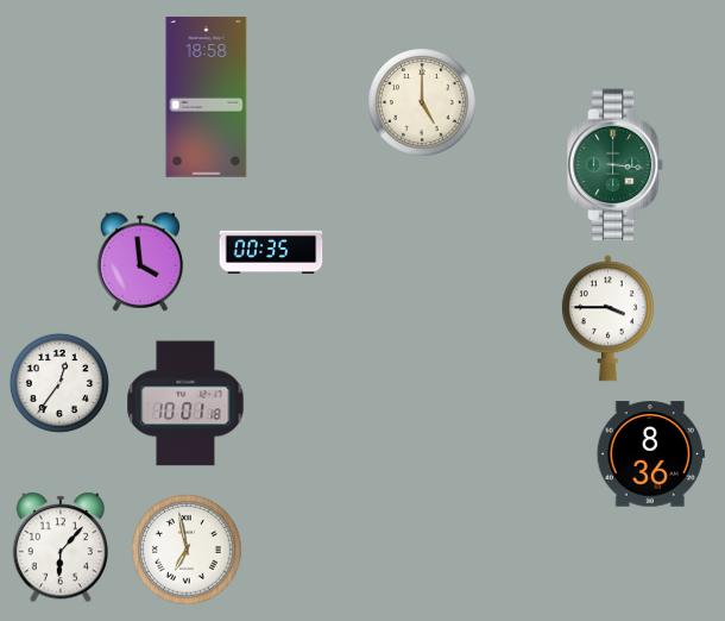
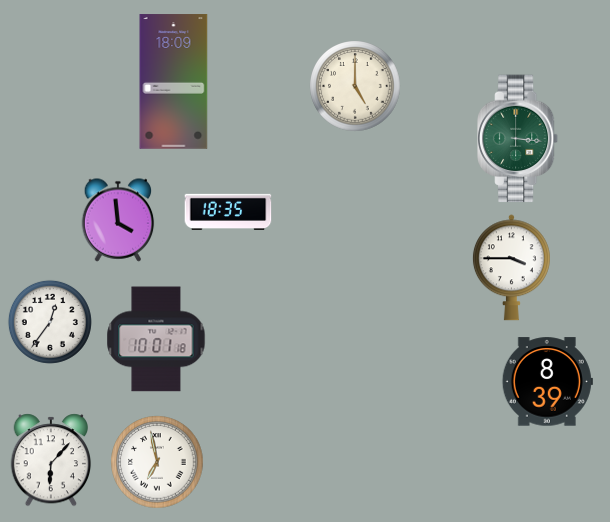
clock at (207, 98): 18:58 -> 18:09
clock at (271, 251): 00:35 -> 18:35
clock at (650, 454): 8:36 -> 8:39
